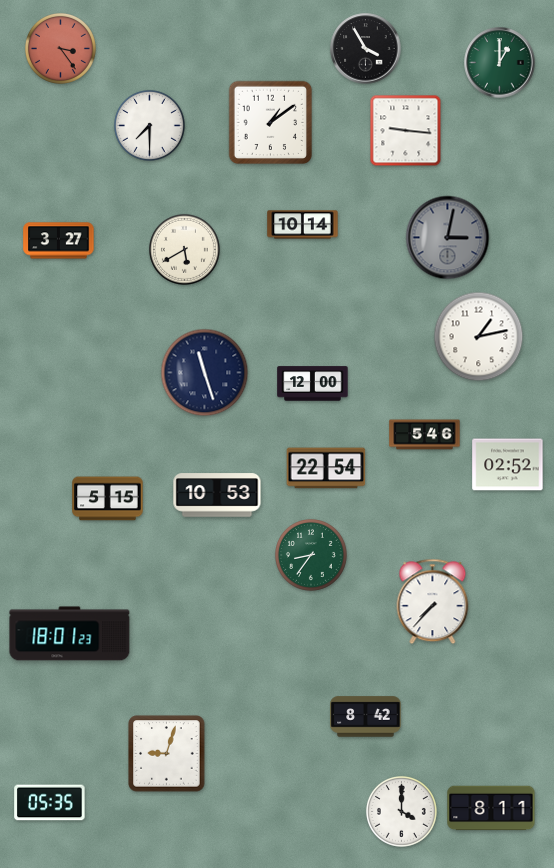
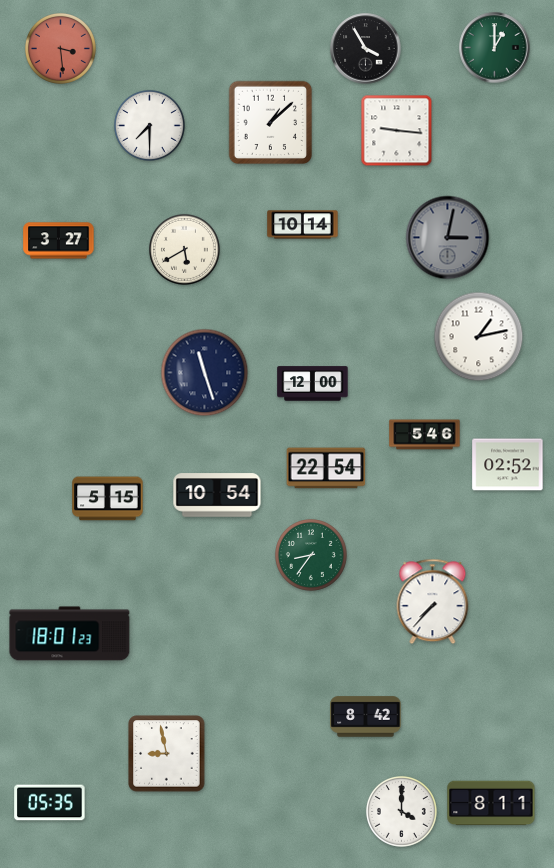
clock at (60, 48): 3:24 -> 3:29
clock at (500, 63) position: (500, 63) -> (495, 48)
clock at (271, 123): 1:09 -> 1:08
clock at (406, 131) position: (406, 131) -> (397, 131)
clock at (217, 495): 10:53 -> 10:54
clock at (167, 754): 9:03 -> 8:58
clock at (491, 808) position: (491, 808) -> (491, 803)
